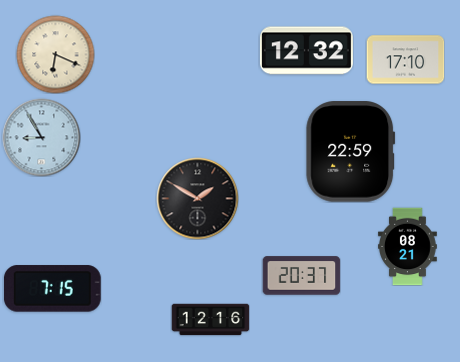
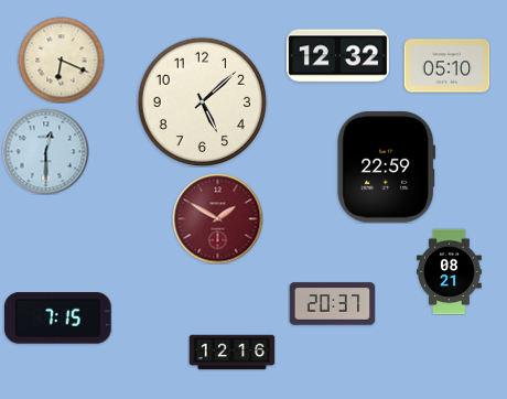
clock at (405, 60): 17:10 -> 05:10
clock at (202, 101): none -> 5:08
clock at (41, 137): 8:55 -> 12:30
clock at (197, 198) dial: black -> burgundy
